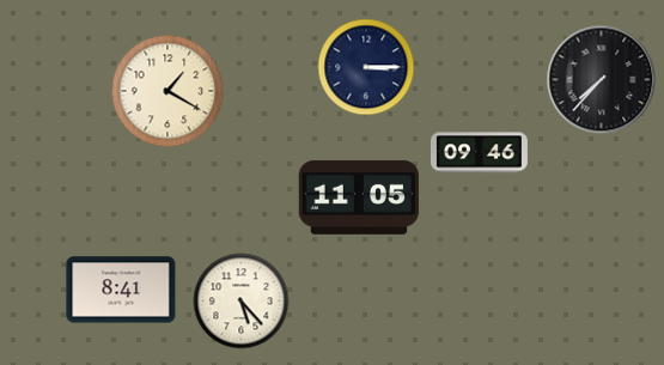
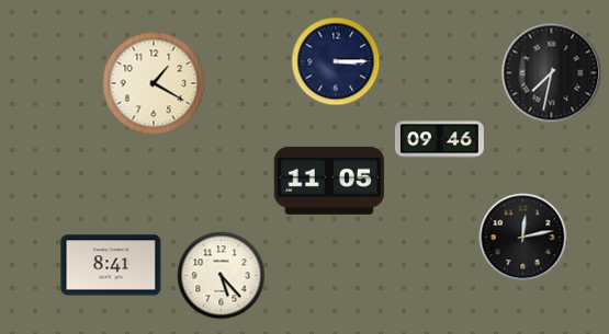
clock at (602, 80): 7:37 -> 7:32
clock at (523, 238): none -> 12:13
